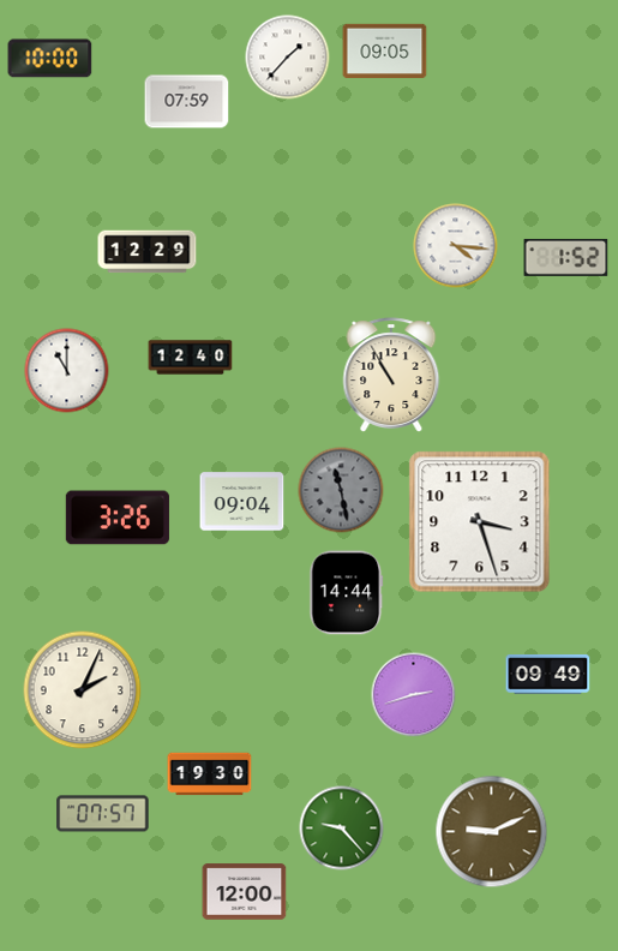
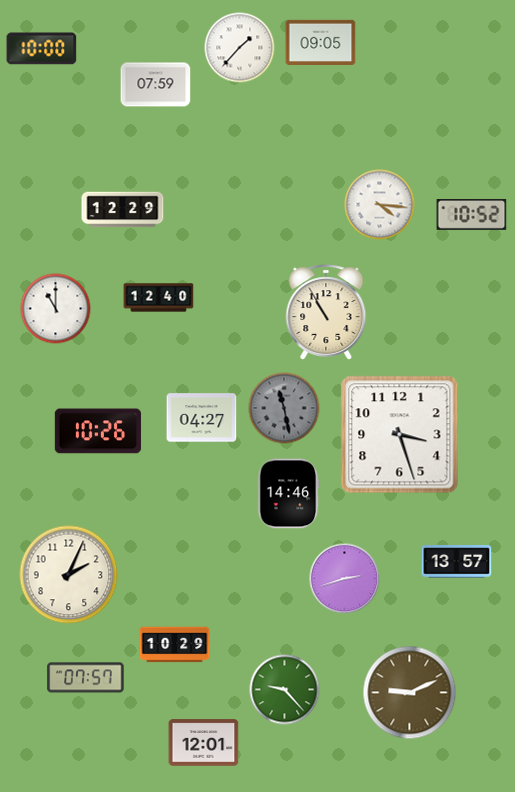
clock at (566, 257): 1:52 -> 10:52
clock at (242, 502): 09:04 -> 04:27
clock at (118, 518): 3:26 -> 10:26
clock at (347, 593): 14:44 -> 14:46
clock at (548, 675): 09:49 -> 13:57
clock at (210, 774): 19:30 -> 10:29
clock at (245, 892): 12:00 -> 12:01
